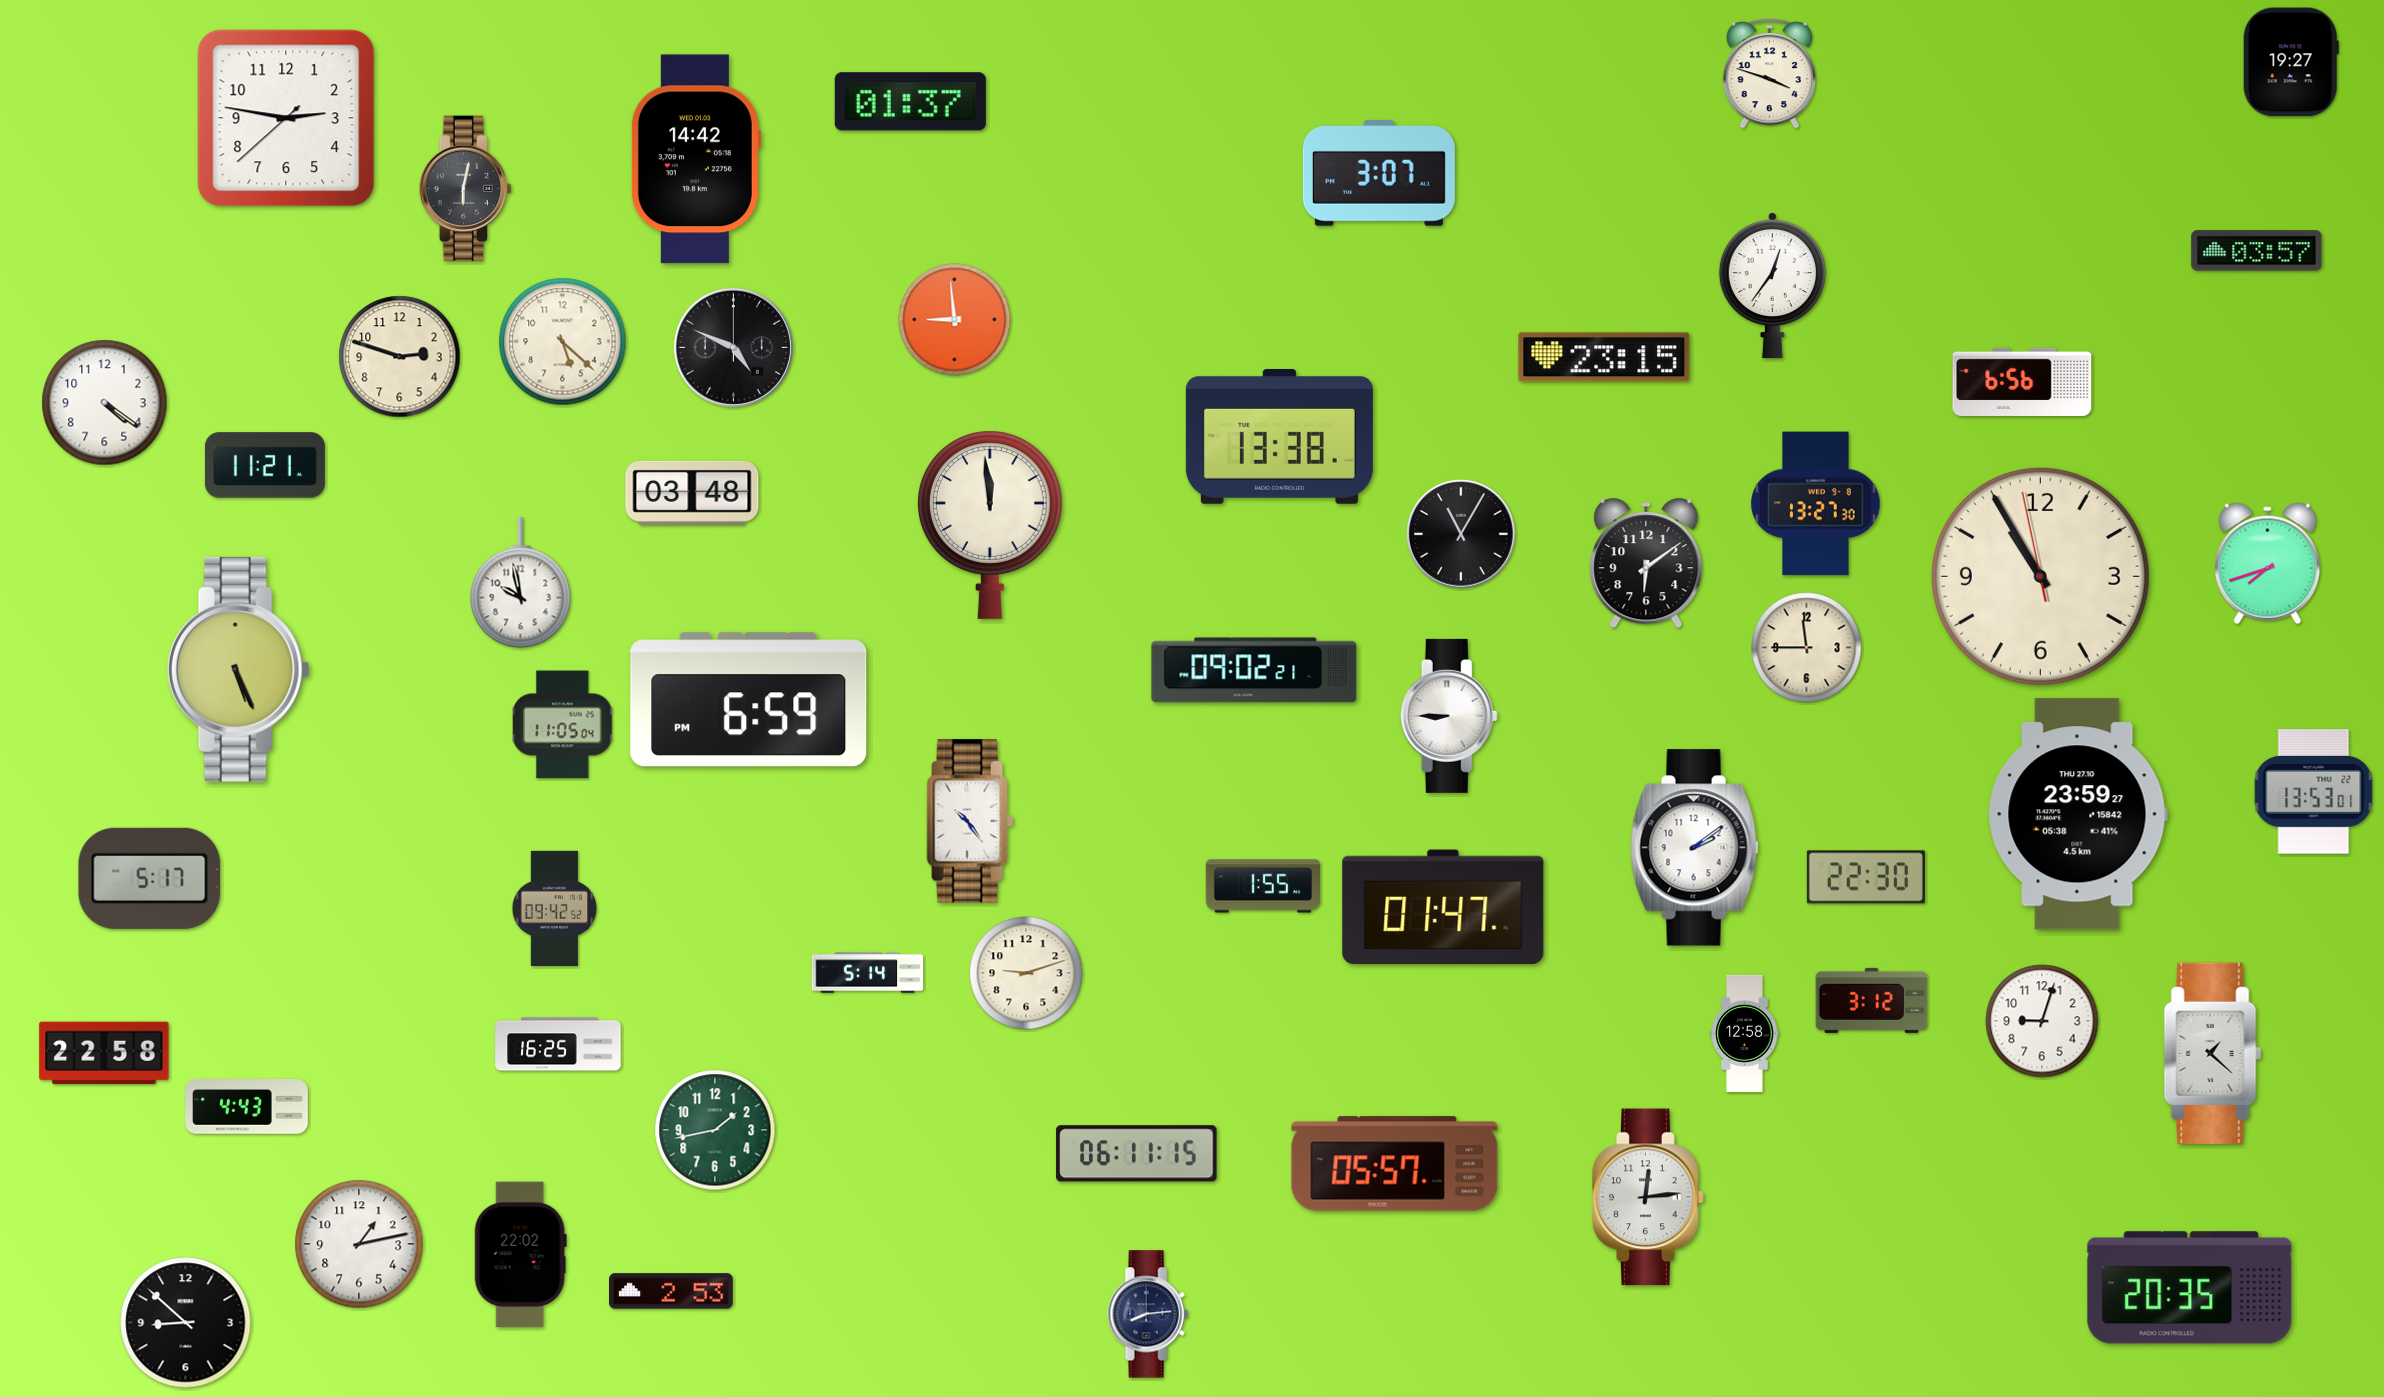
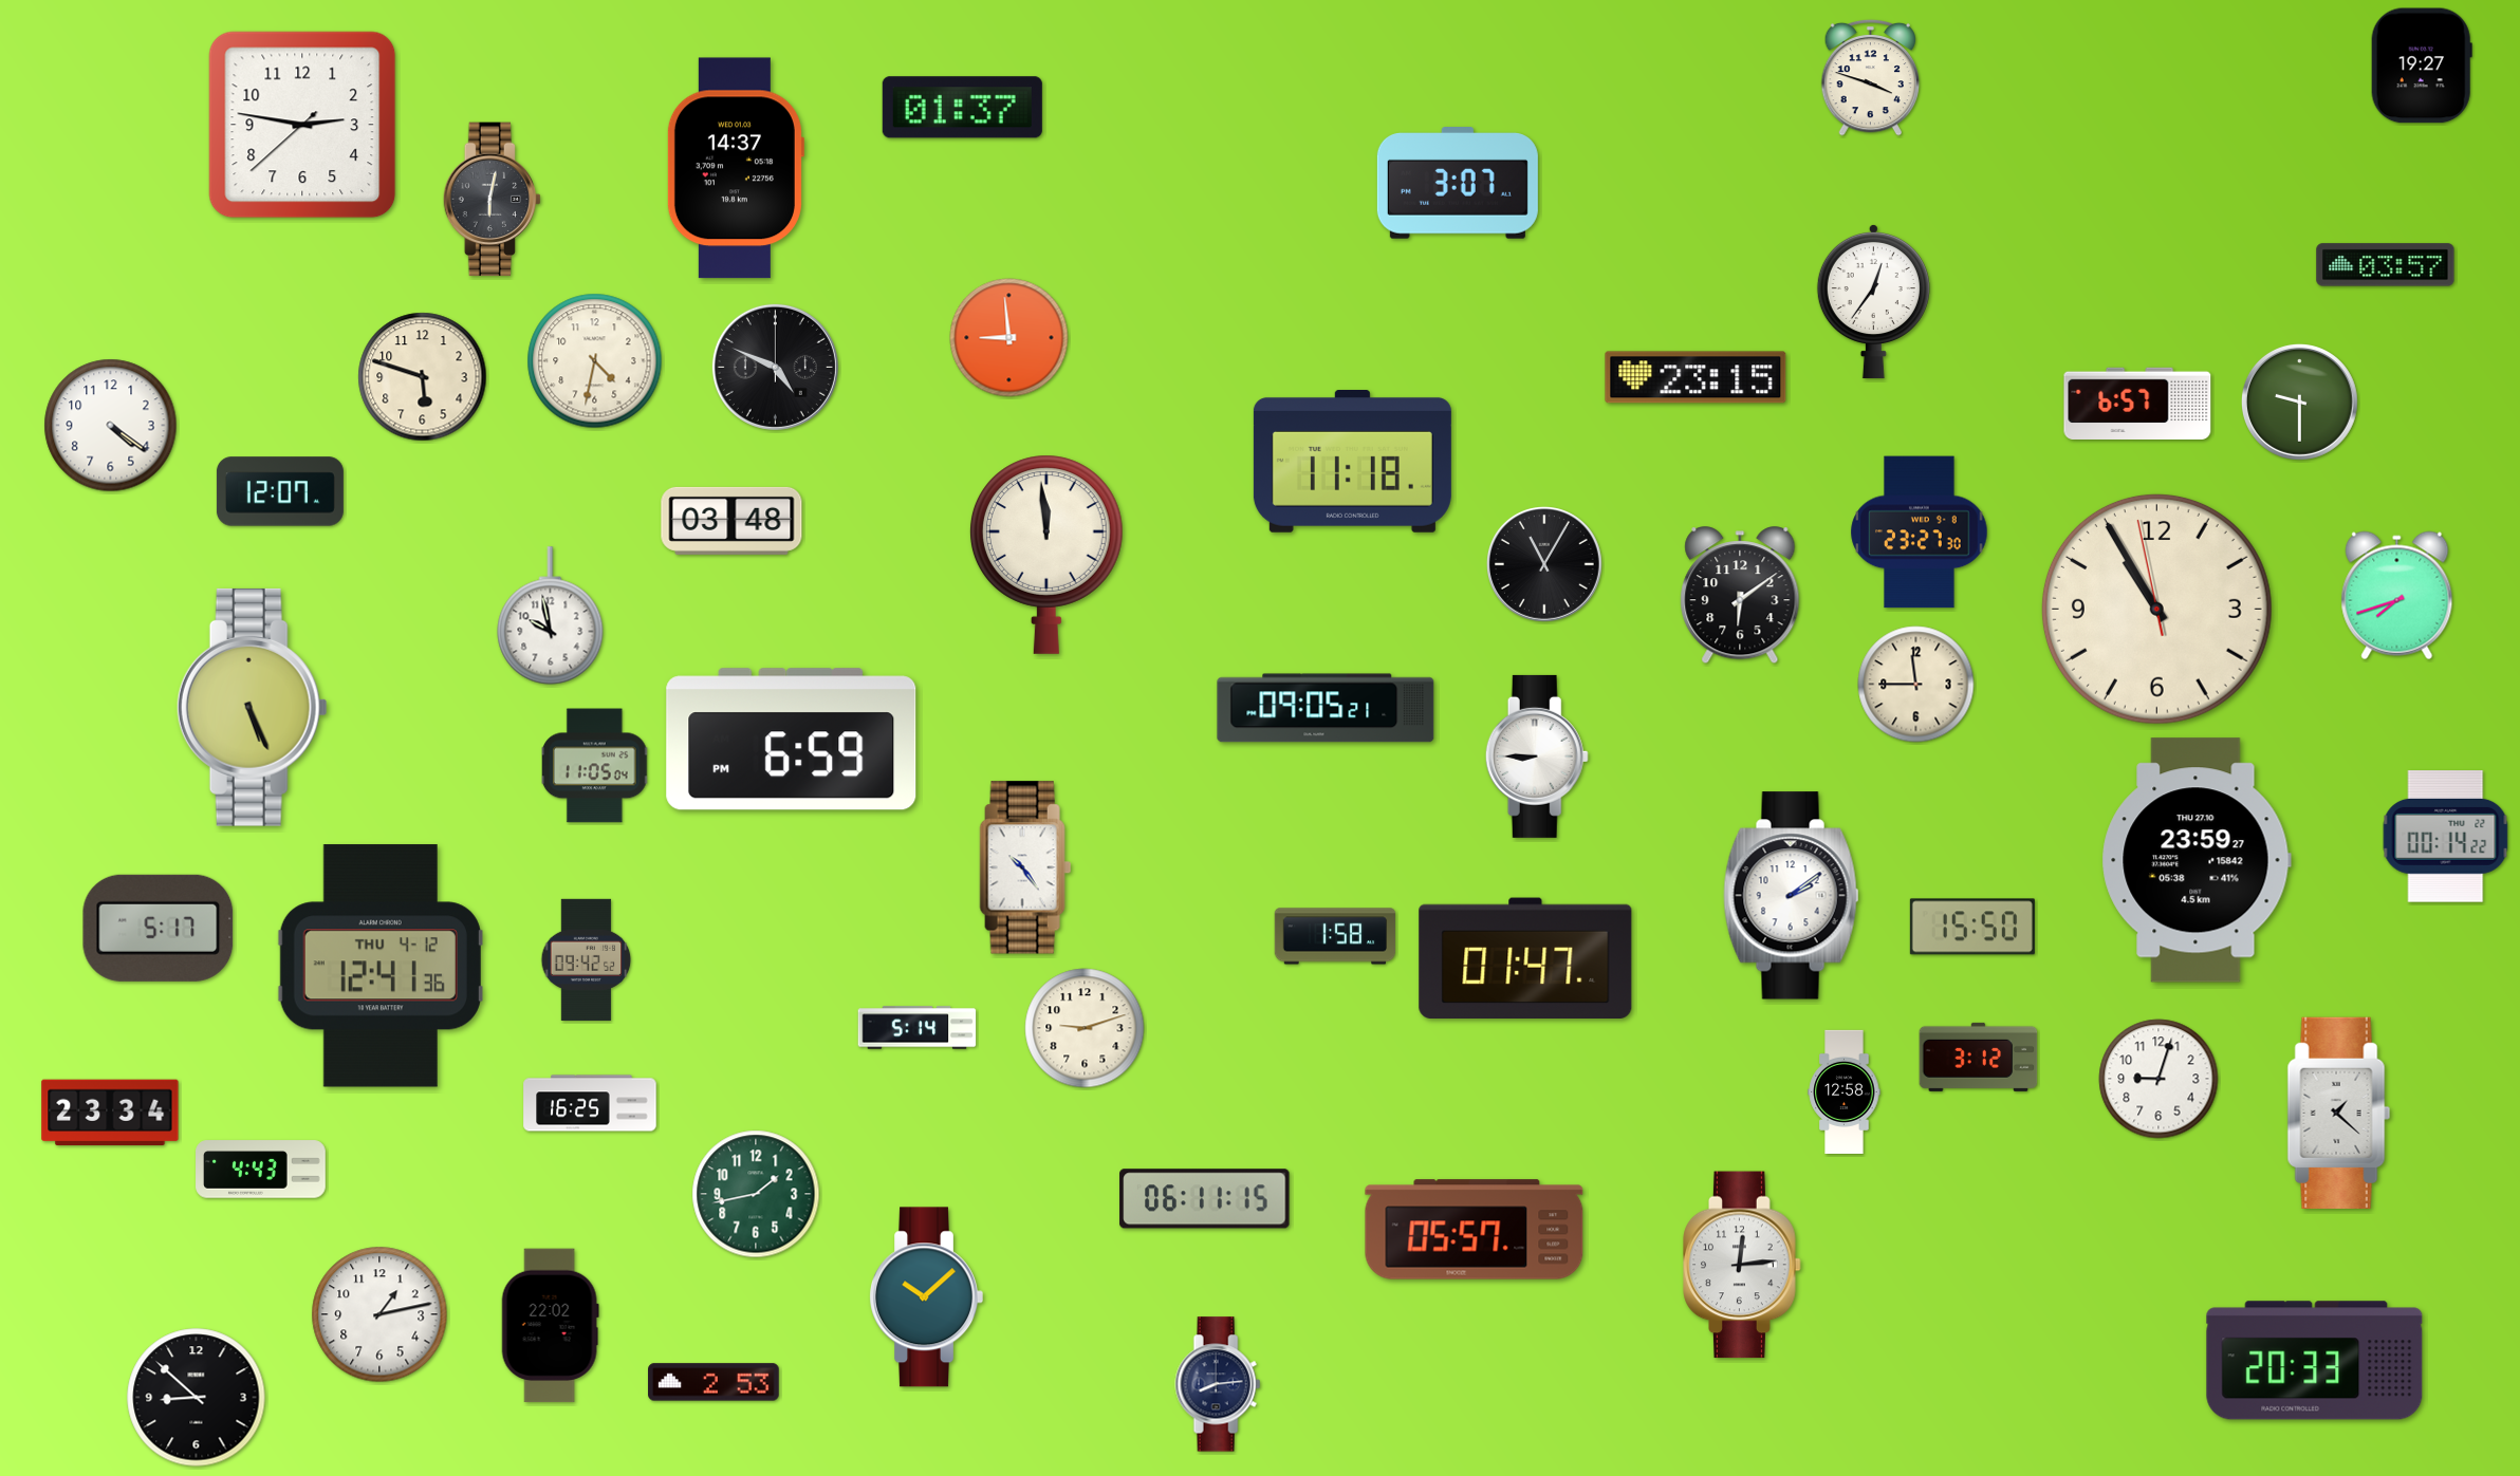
clock at (695, 159): 14:42 -> 14:37
clock at (563, 342): 5:22 -> 4:32
clock at (400, 357): 2:48 -> 5:48
clock at (2299, 401): none -> 9:30
clock at (2022, 382): 6:56 -> 6:57
clock at (1279, 437): 13:38 -> 11:18
clock at (265, 465): 11:21 -> 12:07
clock at (1816, 504): 13:27 -> 23:27
clock at (1807, 648) position: (1807, 648) -> (1916, 685)
clock at (1254, 670): 09:02 -> 09:05
clock at (1449, 716) position: (1449, 716) -> (1537, 756)
clock at (2314, 792): 13:53 -> 00:14
clock at (1866, 877): 22:30 -> 15:50
clock at (1263, 886): 1:55 -> 1:58
clock at (381, 966): none -> 12:41
clock at (104, 1053): 22:58 -> 23:34
clock at (1137, 1154) position: (1137, 1154) -> (1205, 1199)
clock at (926, 1297): none -> 10:08
clock at (2190, 1288): 20:35 -> 20:33
clock at (671, 1291) position: (671, 1291) -> (714, 1382)
clock at (1148, 1314) position: (1148, 1314) -> (1218, 1384)
